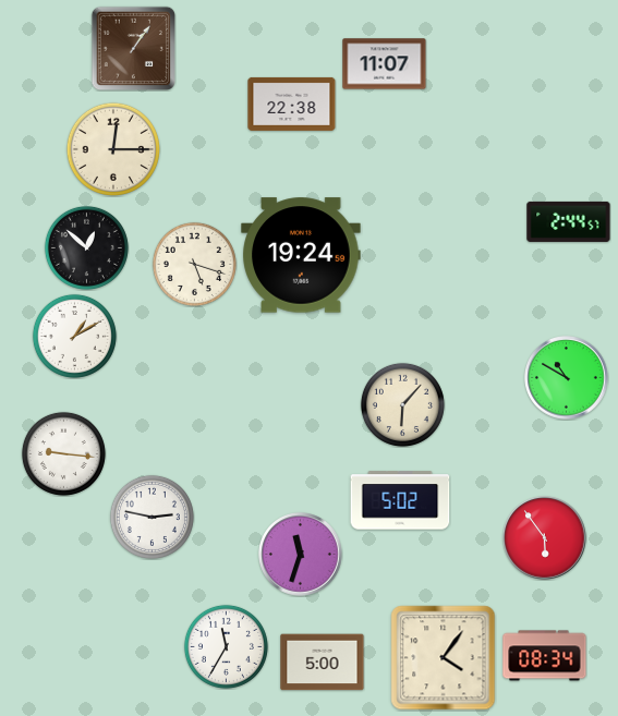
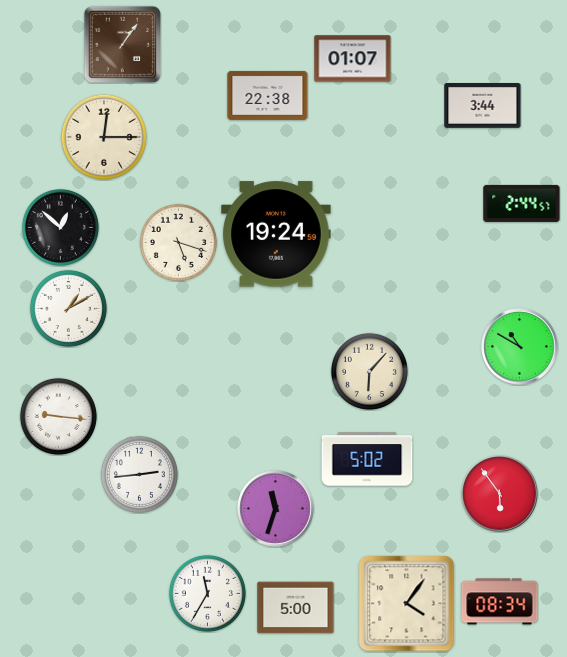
clock at (385, 64): 11:07 -> 01:07
clock at (483, 106): none -> 3:44
clock at (86, 247) position: (86, 247) -> (60, 227)
clock at (152, 517): 2:47 -> 2:44
